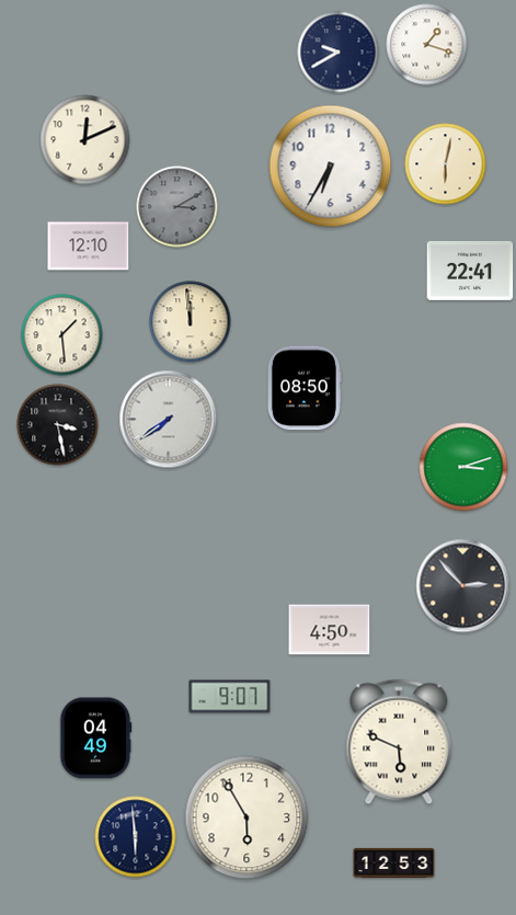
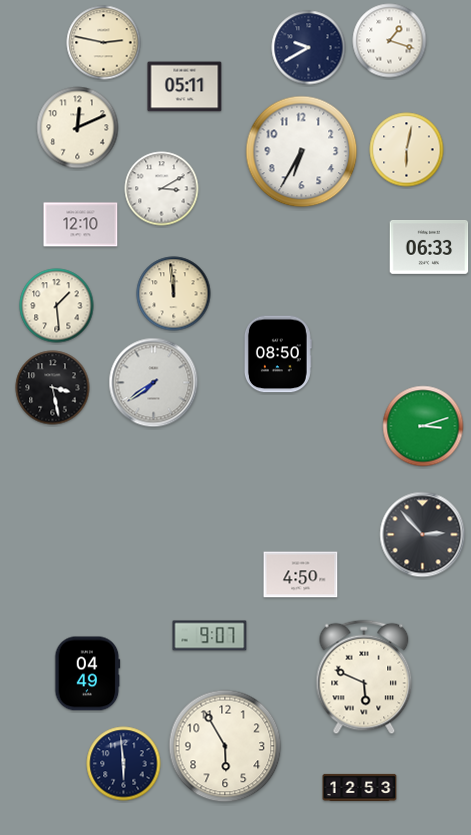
clock at (104, 43): none -> 2:47
clock at (185, 87): none -> 05:11
clock at (177, 207) dial: grey -> white
clock at (470, 271): 22:41 -> 06:33
